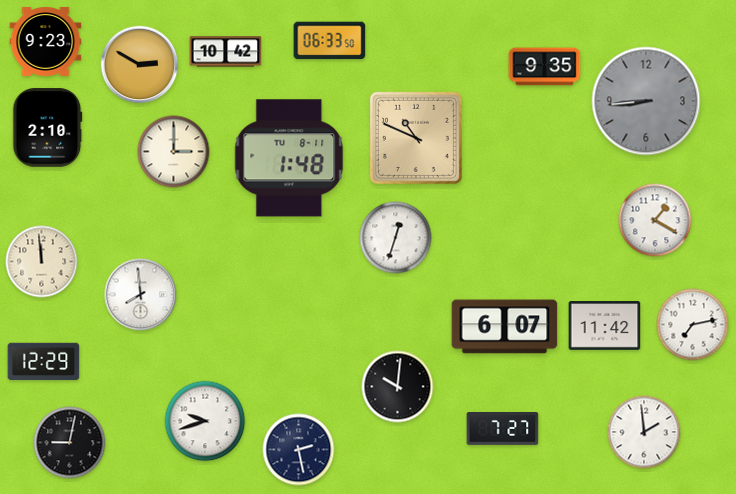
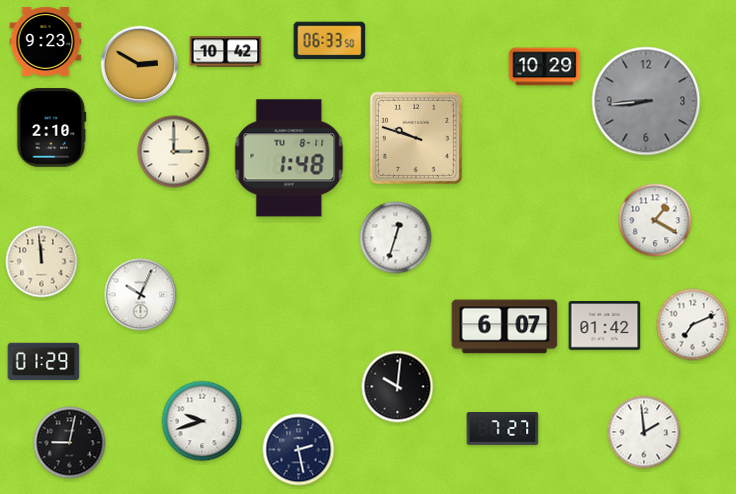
clock at (545, 67): 9:35 -> 10:29
clock at (48, 128) position: (48, 128) -> (52, 128)
clock at (416, 138): 10:49 -> 9:48
clock at (141, 295): 7:59 -> 10:04
clock at (693, 325): 7:13 -> 7:11
clock at (605, 326): 11:42 -> 01:42
clock at (44, 362): 12:29 -> 01:29
clock at (205, 421) position: (205, 421) -> (202, 421)
